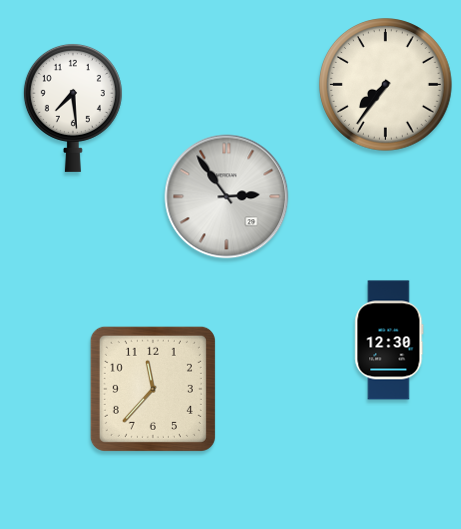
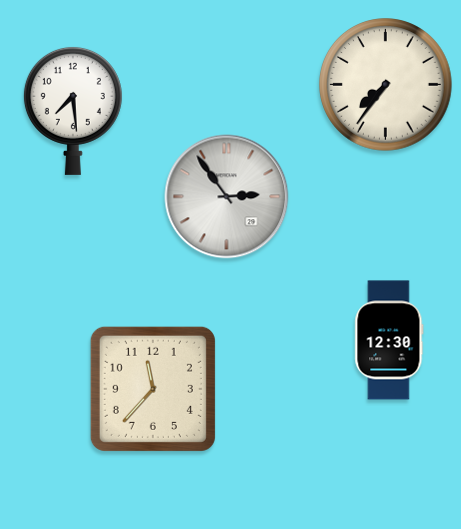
clock at (73, 107) position: (73, 107) -> (73, 110)
